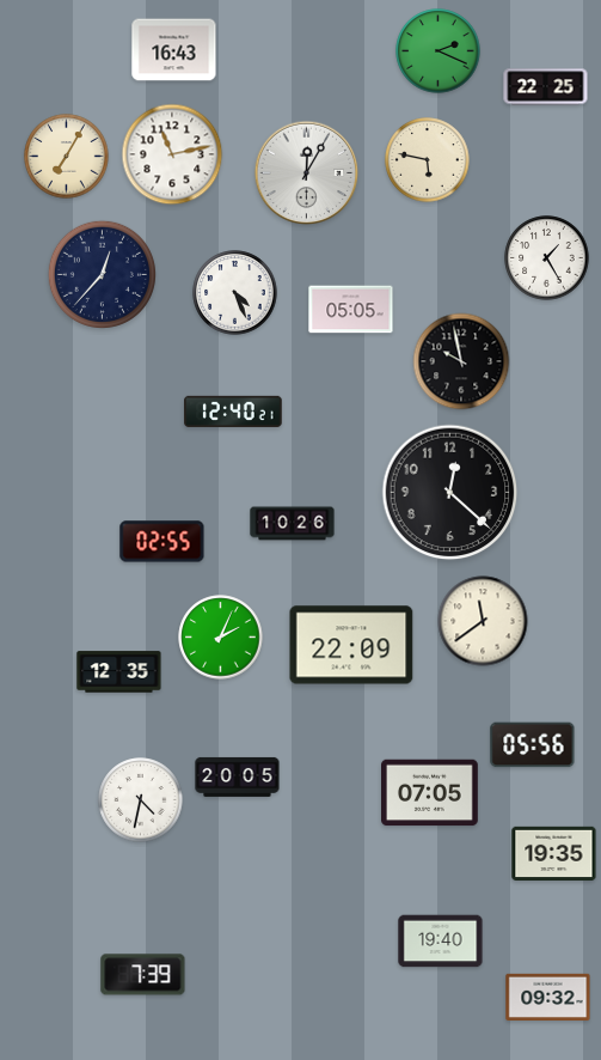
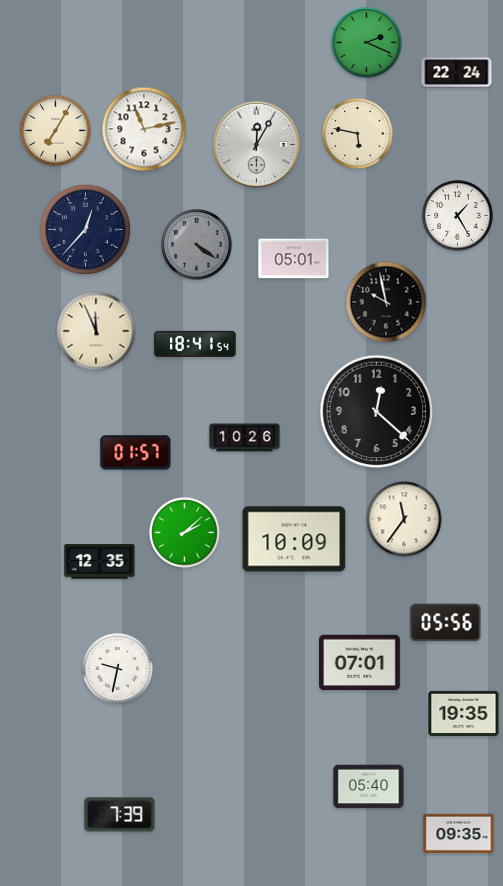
clock at (174, 50): 16:43 -> none
clock at (546, 87): 22:25 -> 22:24
clock at (235, 293): 4:26 -> 4:21
clock at (235, 293) dial: white -> grey
clock at (351, 310): 05:05 -> 05:01
clock at (96, 331): none -> 11:56
clock at (233, 412): 12:40 -> 18:41
clock at (162, 542): 02:55 -> 01:57
clock at (483, 621): 11:39 -> 11:36
clock at (221, 638): 2:04 -> 2:08
clock at (351, 645): 22:09 -> 10:09
clock at (238, 776): 20:05 -> none
clock at (430, 793): 07:05 -> 07:01
clock at (141, 800): 4:32 -> 9:32
clock at (441, 942): 19:40 -> 05:40
clock at (548, 997): 09:32 -> 09:35
